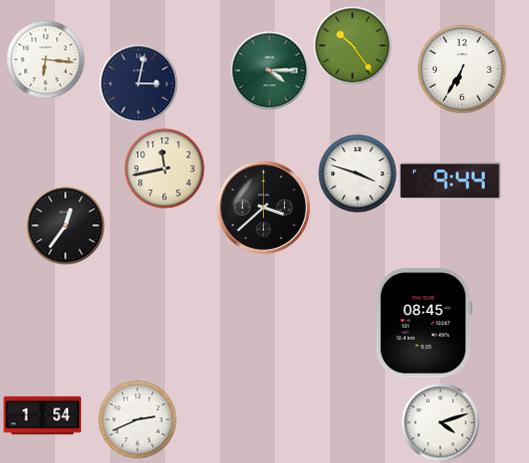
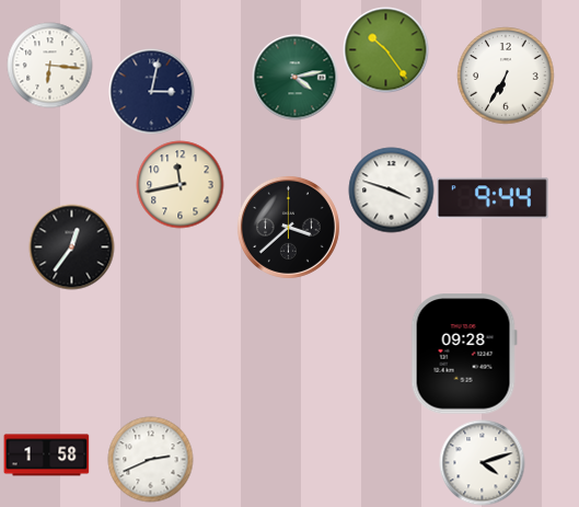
clock at (269, 70): 4:15 -> 4:13
clock at (424, 323): 08:45 -> 09:28
clock at (42, 416): 1:54 -> 1:58
